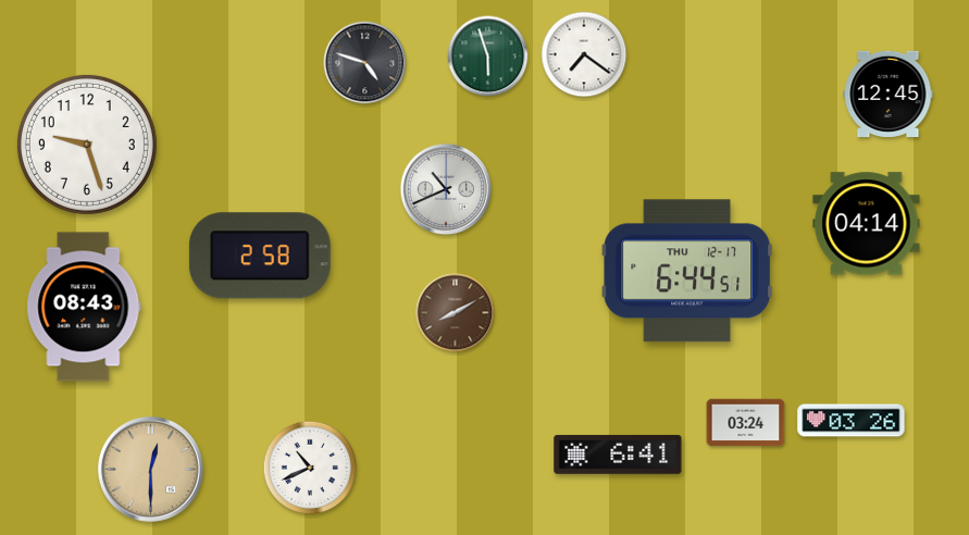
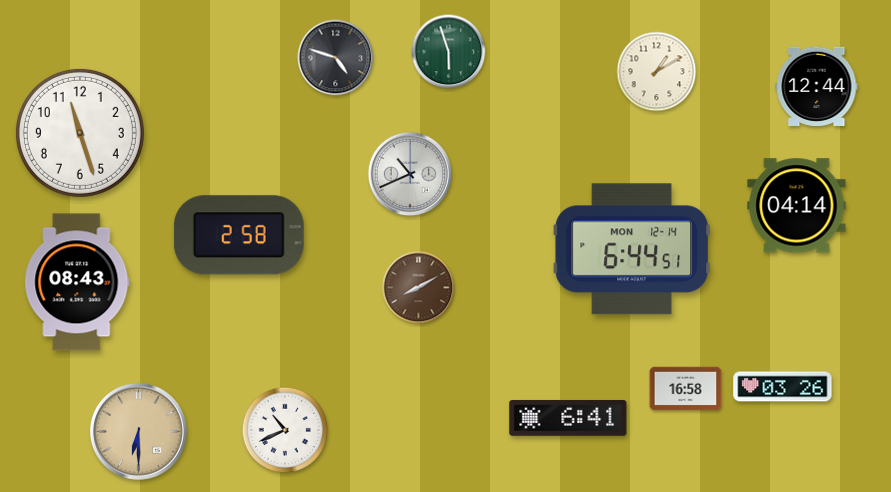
clock at (584, 54): 7:21 -> none
clock at (657, 72): none -> 1:10
clock at (889, 94): 12:45 -> 12:44
clock at (87, 145): 9:27 -> 11:27
clock at (686, 271) date: THU 12-17 -> MON 12-14
clock at (746, 423): 03:24 -> 16:58
clock at (150, 469): 12:30 -> 6:30
